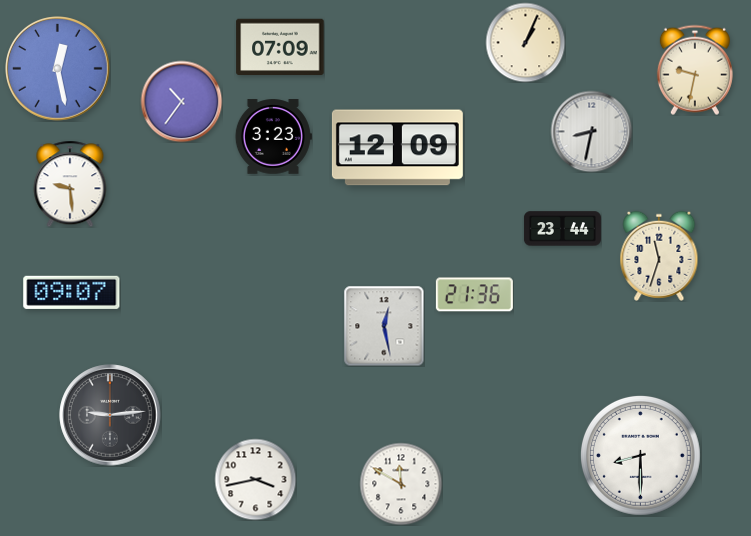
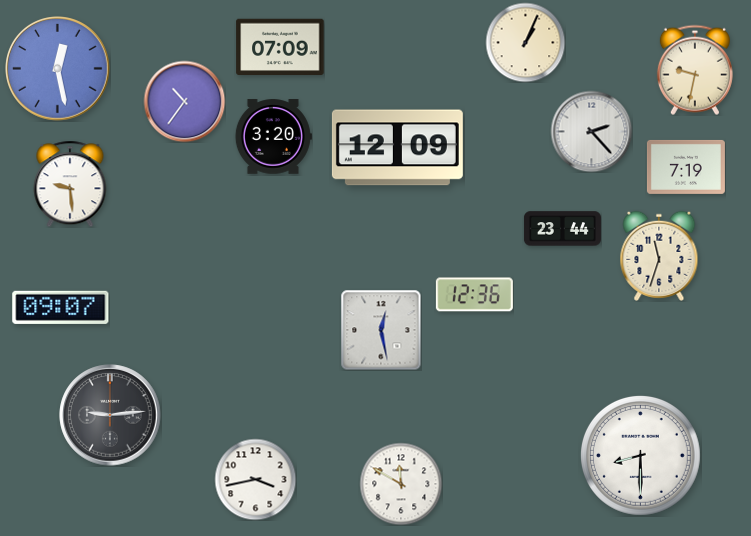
clock at (181, 101) position: (181, 101) -> (184, 101)
clock at (591, 131): 8:32 -> 2:23
clock at (273, 137): 3:23 -> 3:20
clock at (686, 167): none -> 7:19
clock at (72, 292) position: (72, 292) -> (61, 307)
clock at (474, 295): 21:36 -> 12:36
clock at (384, 326) position: (384, 326) -> (381, 330)
